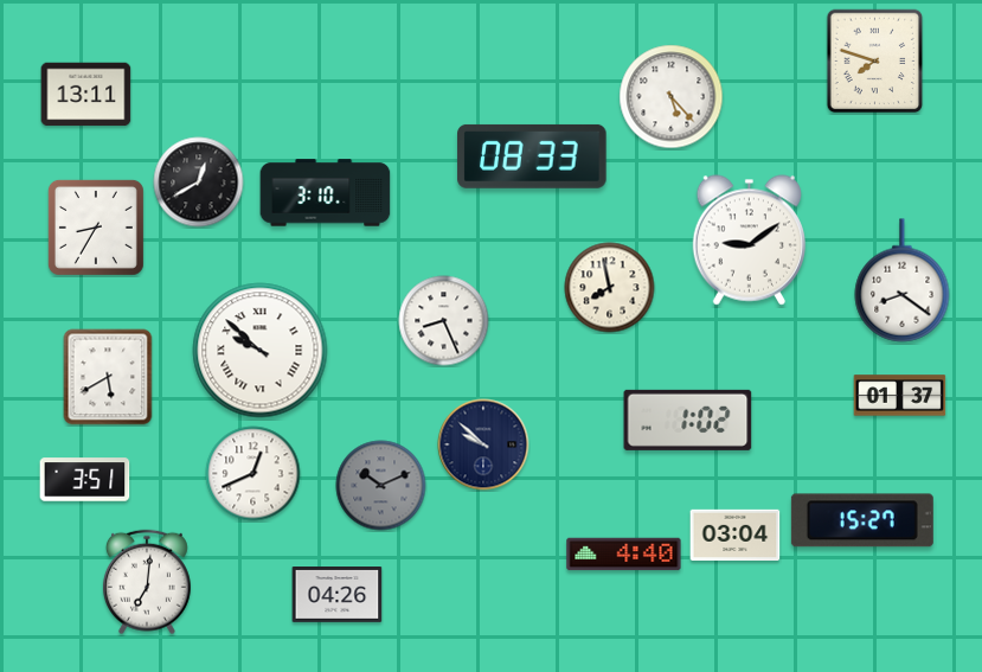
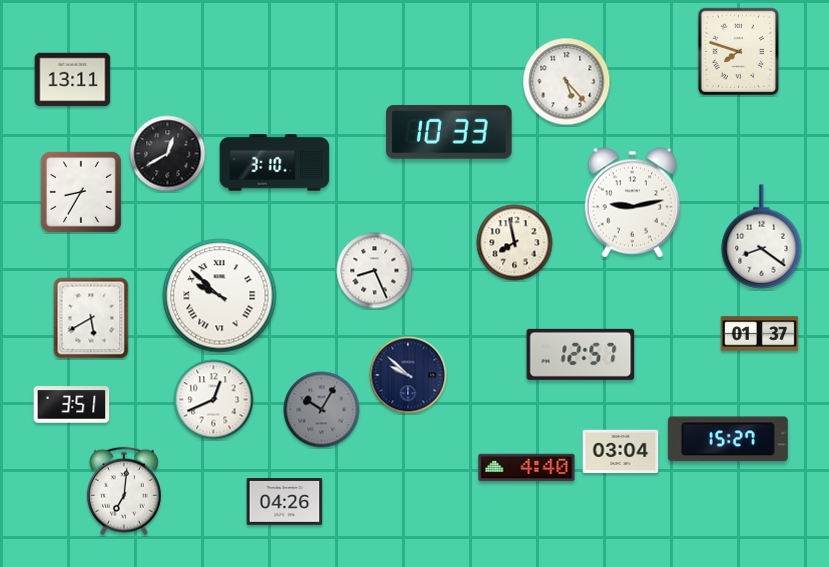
clock at (532, 156): 08:33 -> 10:33
clock at (749, 241): 9:09 -> 9:13
clock at (688, 420): 1:02 -> 12:57
clock at (381, 486): 10:11 -> 10:05
